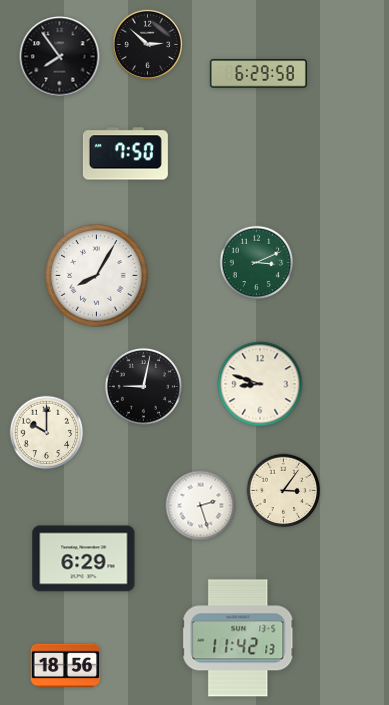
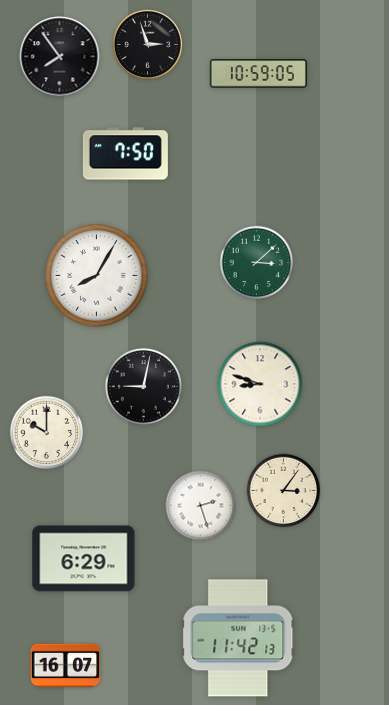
clock at (148, 45): 2:52 -> 2:57
clock at (258, 74): 6:29 -> 10:59
clock at (257, 263): 3:11 -> 3:08
clock at (66, 666): 18:56 -> 16:07
